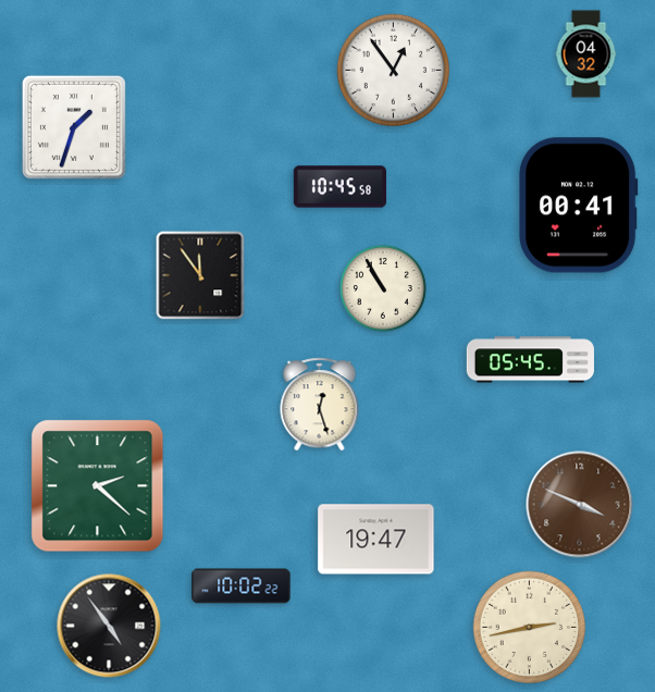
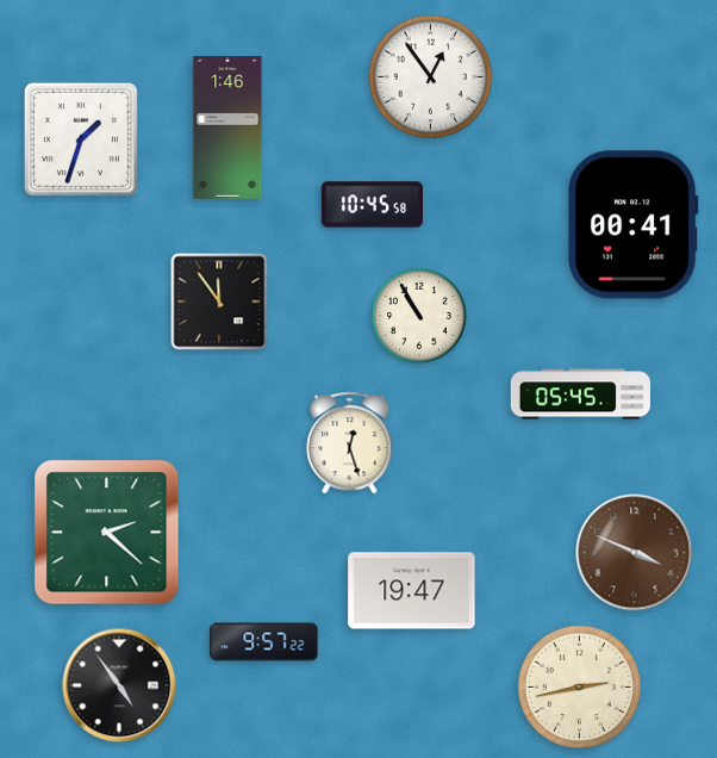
clock at (586, 54): 04:32 -> none
clock at (227, 128): none -> 1:46
clock at (242, 586): 10:02 -> 9:57
